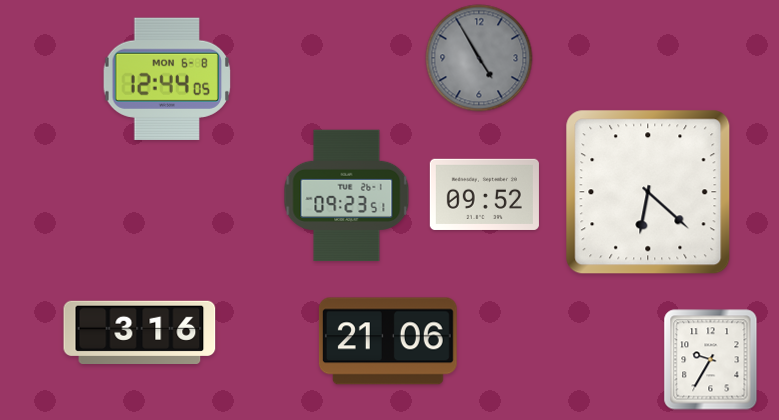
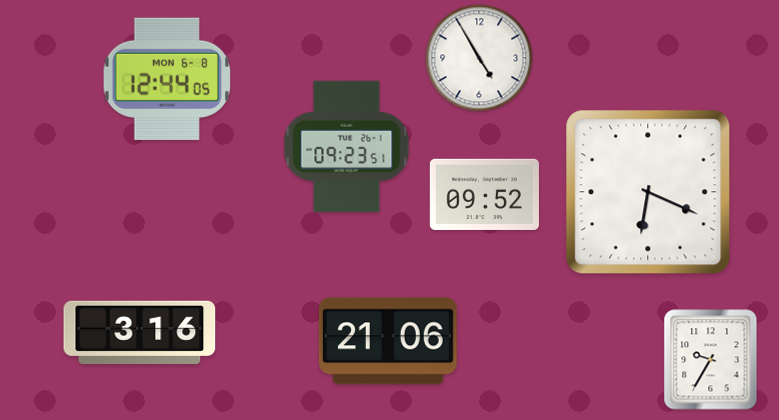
clock at (479, 58) dial: grey -> white
clock at (648, 192): 6:22 -> 6:19
clock at (347, 196) position: (347, 196) -> (347, 147)
